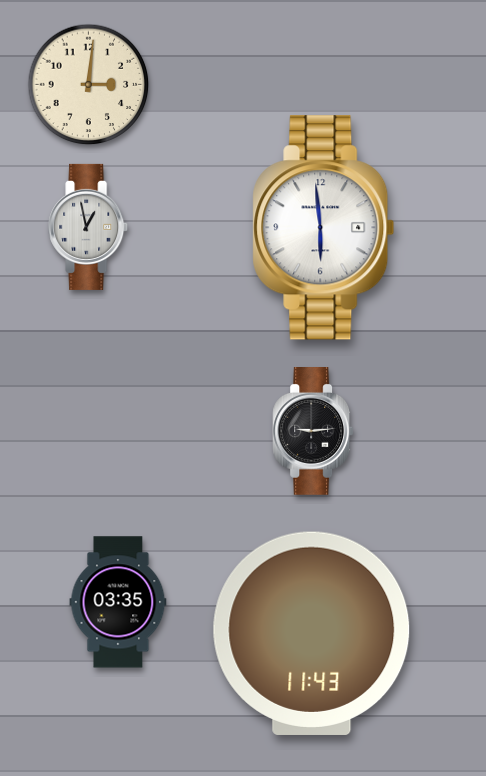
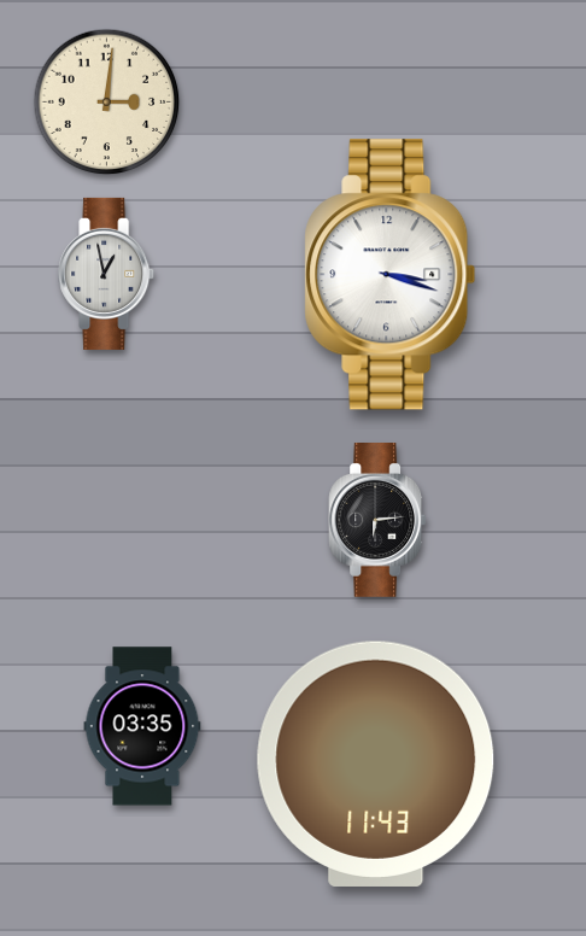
clock at (324, 228): 5:59 -> 3:18
clock at (313, 432): 9:14 -> 6:14
